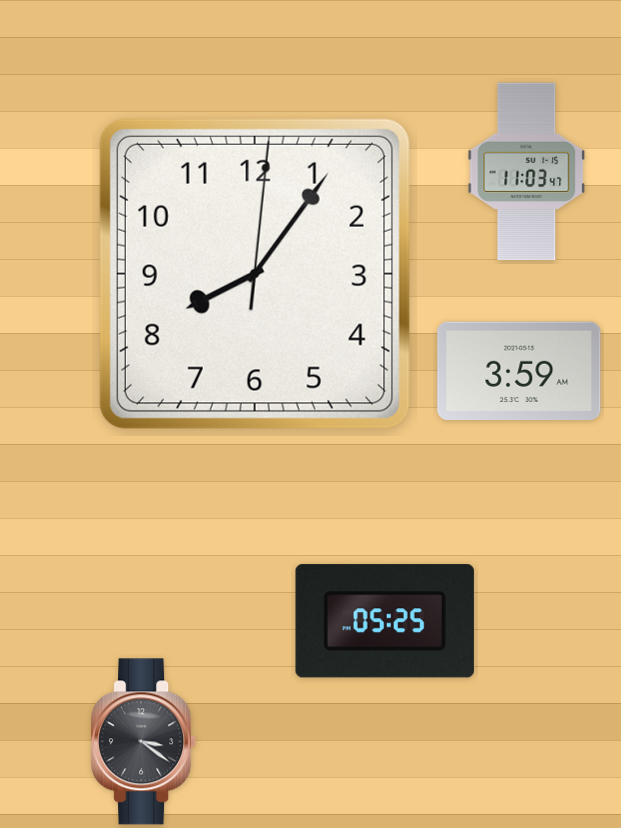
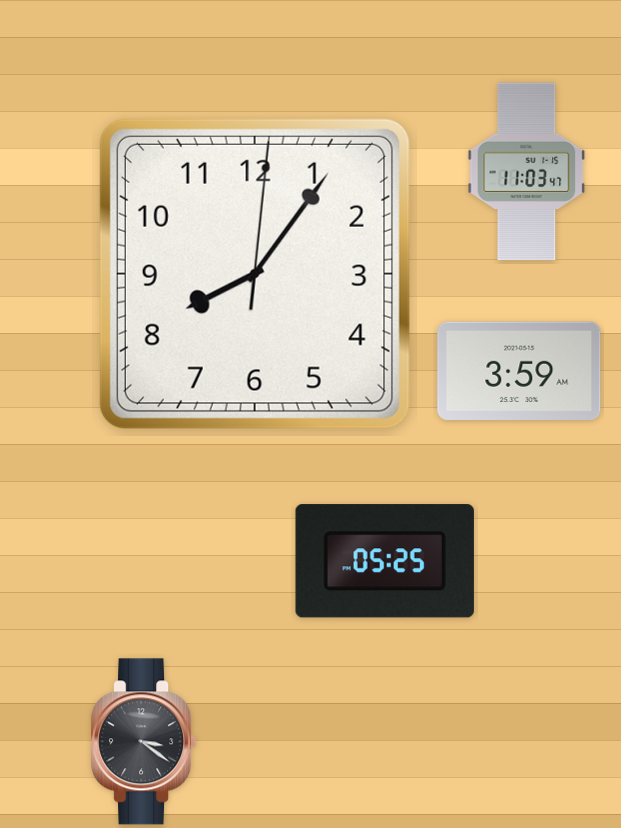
clock at (385, 621) position: (385, 621) -> (385, 561)
